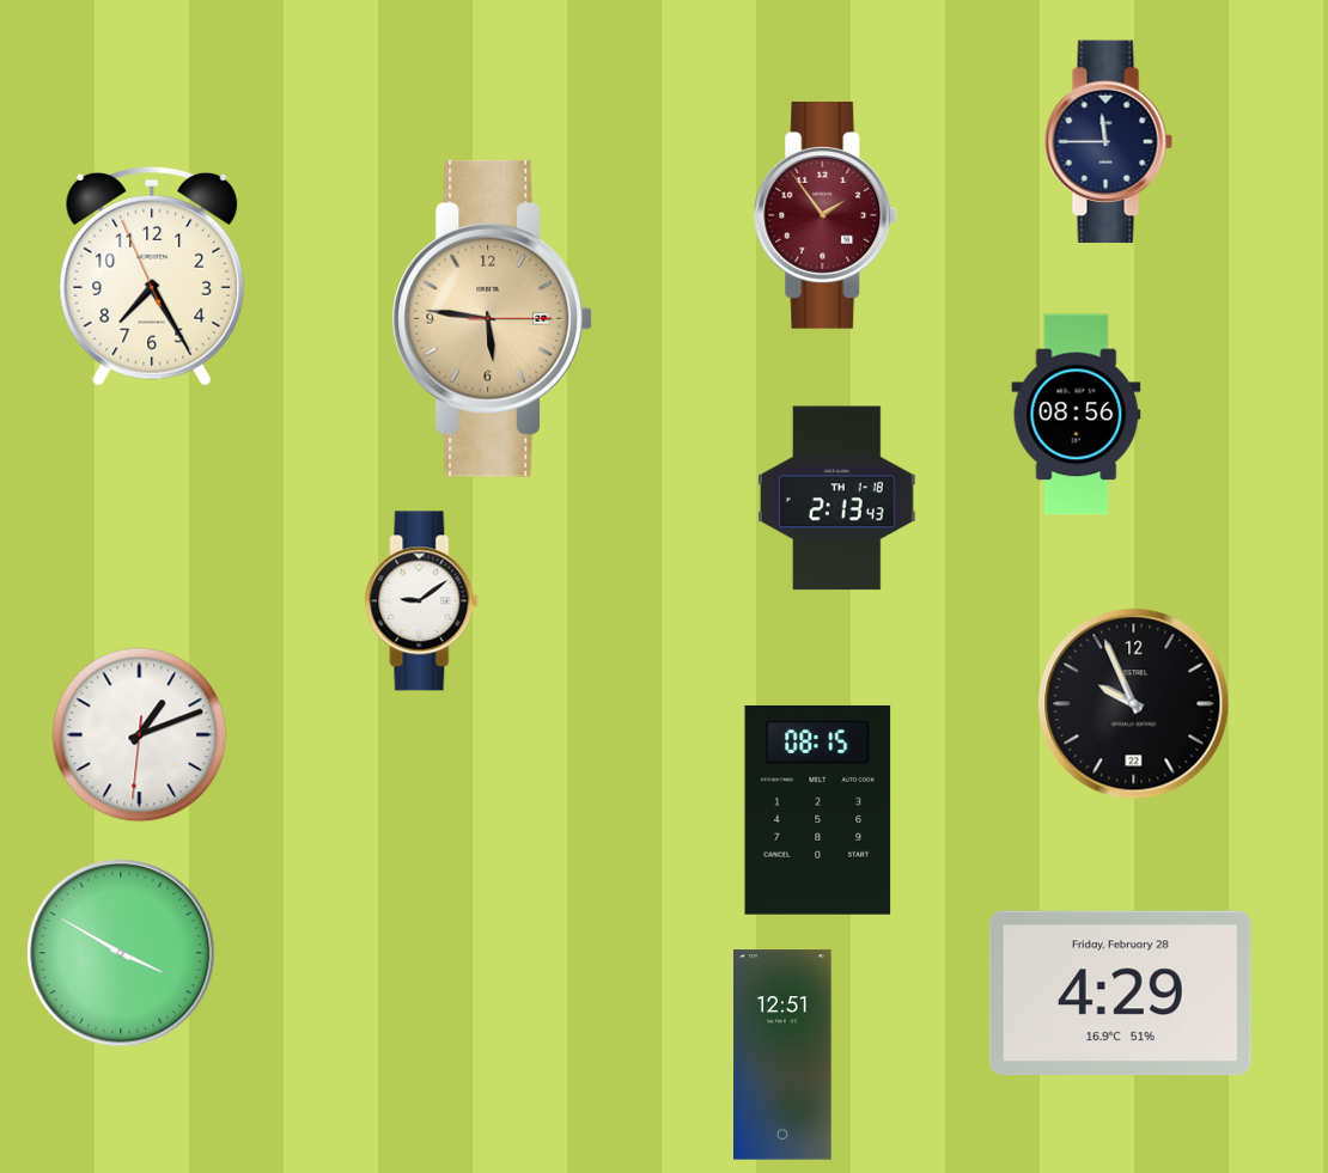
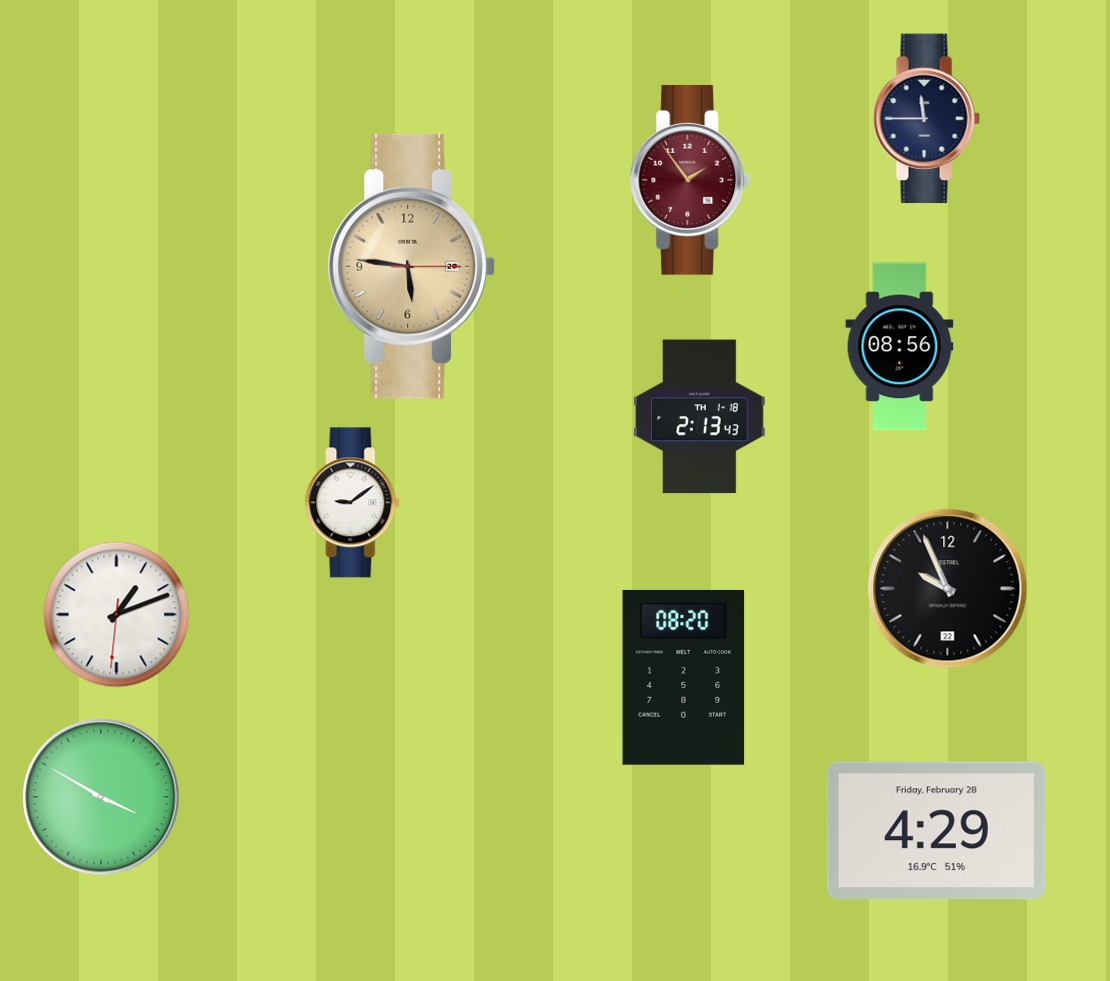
clock at (152, 276): 7:24 -> none
clock at (818, 810): 08:15 -> 08:20
clock at (782, 1055): 12:51 -> none
